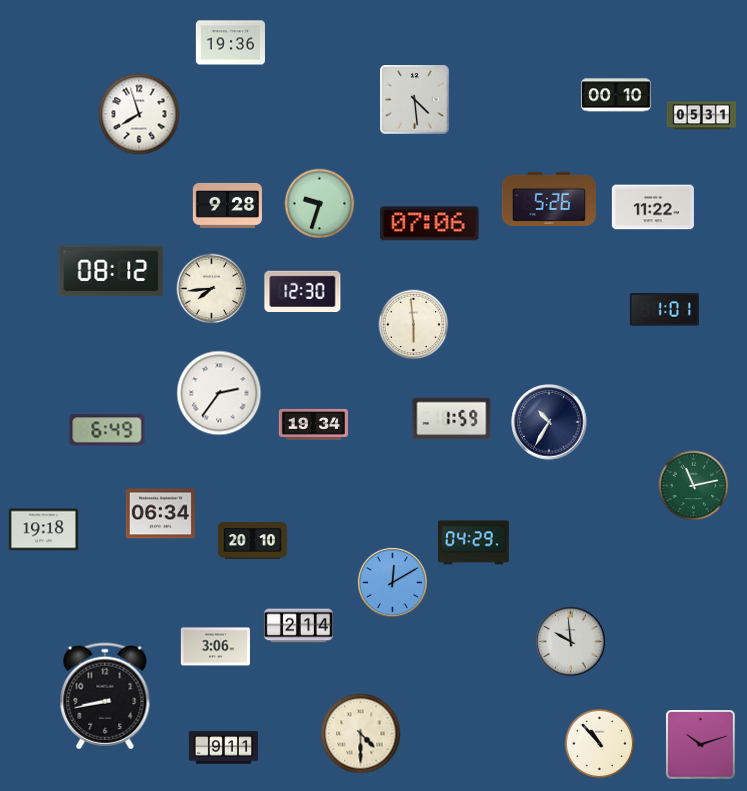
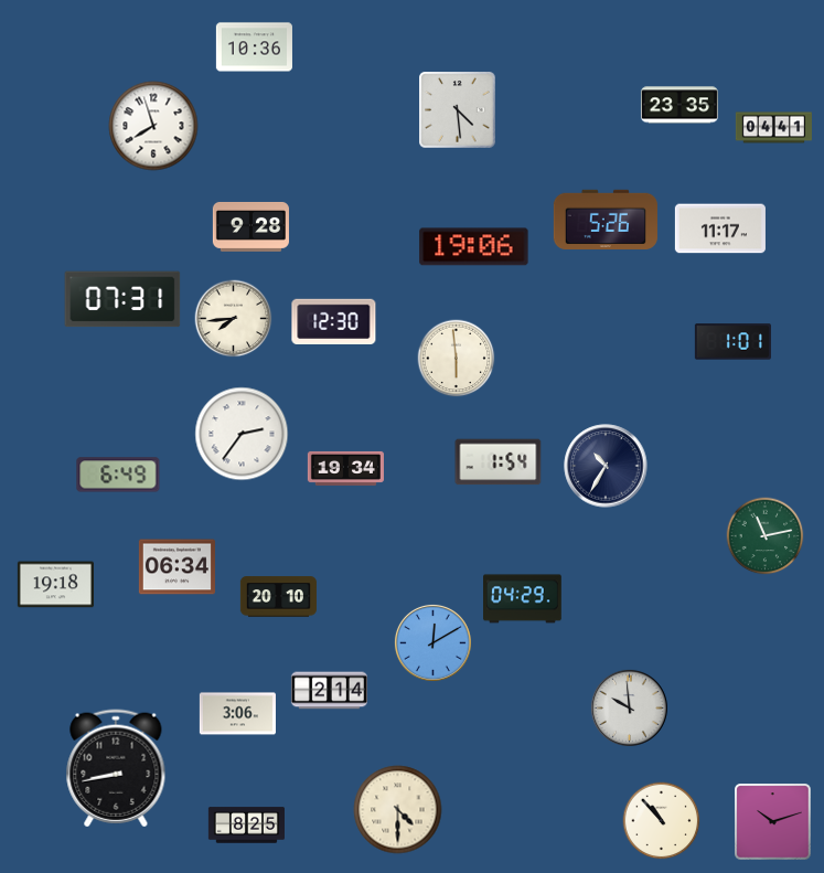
clock at (230, 43): 19:36 -> 10:36
clock at (616, 95): 00:10 -> 23:35
clock at (701, 116): 05:31 -> 04:41
clock at (320, 204): 9:33 -> none
clock at (653, 207): 11:22 -> 11:17
clock at (430, 224): 07:06 -> 19:06
clock at (111, 271): 08:12 -> 07:31
clock at (452, 419): 1:59 -> 1:54
clock at (43, 530) position: (43, 530) -> (55, 585)
clock at (223, 748): 9:11 -> 8:25
